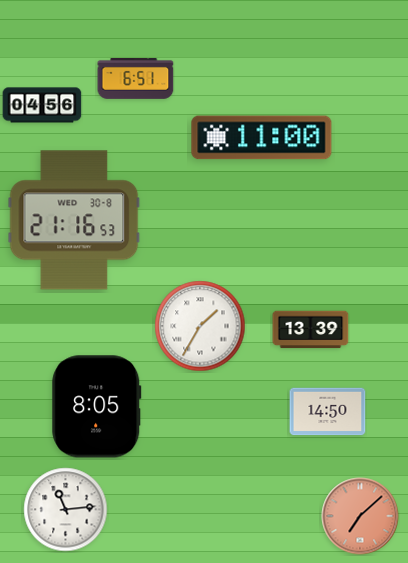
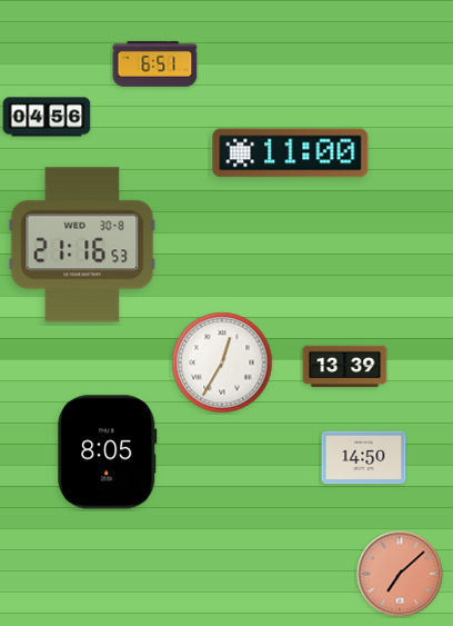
clock at (136, 78) position: (136, 78) -> (155, 63)
clock at (200, 326): 1:35 -> 12:35
clock at (66, 510): 11:14 -> none
